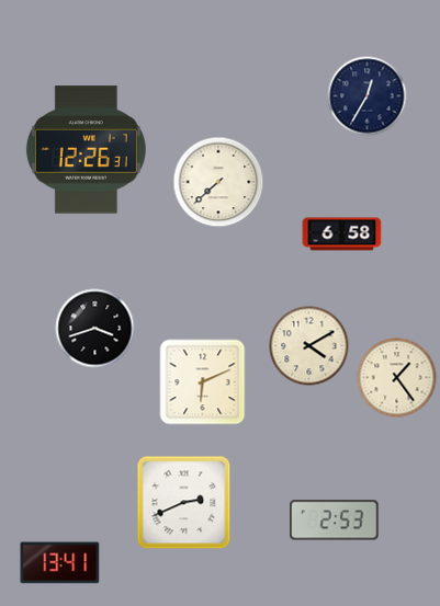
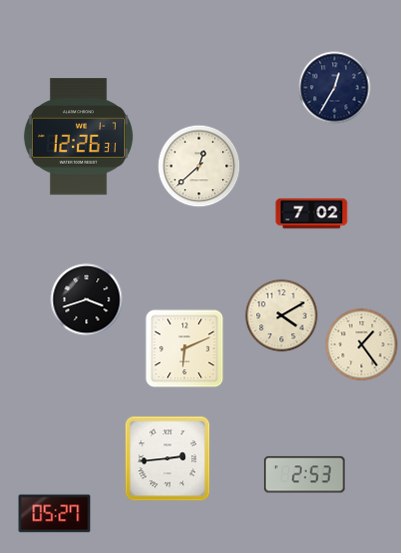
clock at (218, 182): 7:38 -> 12:38
clock at (342, 235): 6:58 -> 7:02
clock at (184, 503): 2:41 -> 2:44
clock at (60, 563): 13:41 -> 05:27
